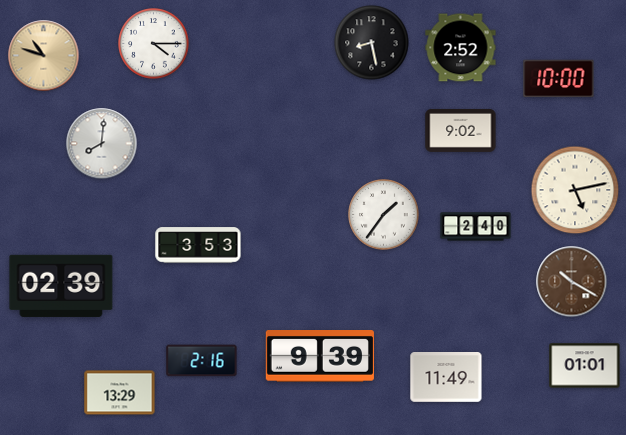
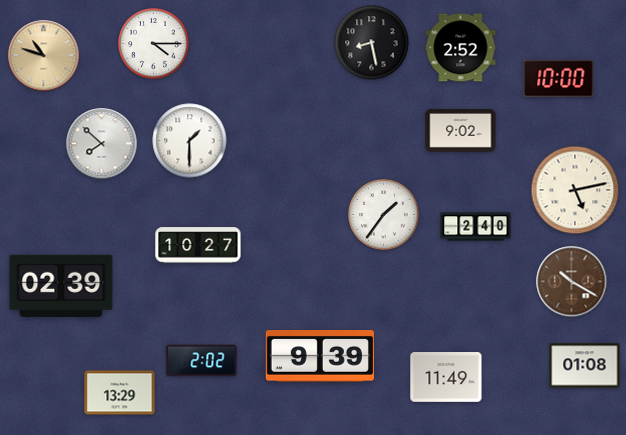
clock at (190, 141): none -> 1:30
clock at (102, 144): 8:01 -> 7:52
clock at (198, 245): 3:53 -> 10:27
clock at (202, 361): 2:16 -> 2:02
clock at (585, 366): 01:01 -> 01:08
